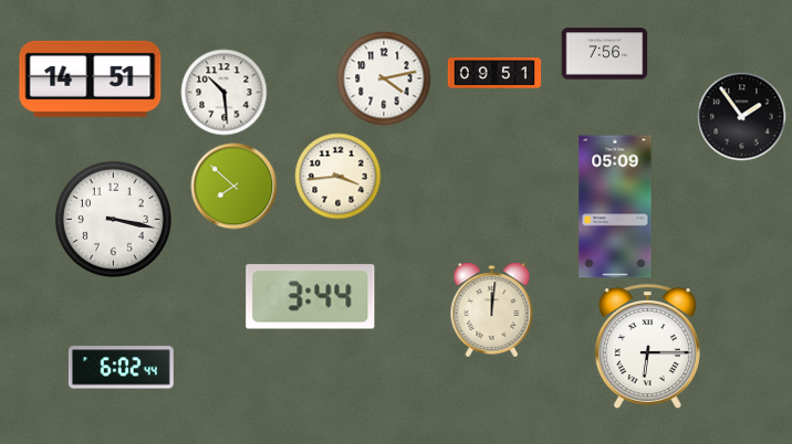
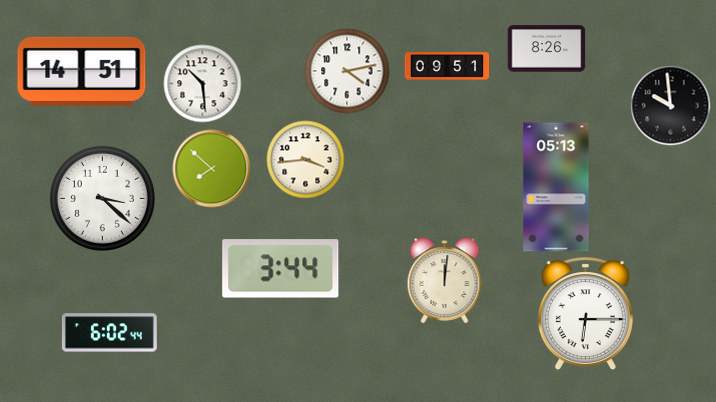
clock at (604, 54): 7:56 -> 8:26
clock at (741, 116): 1:54 -> 9:59
clock at (615, 207): 05:09 -> 05:13
clock at (113, 219): 3:17 -> 3:22
